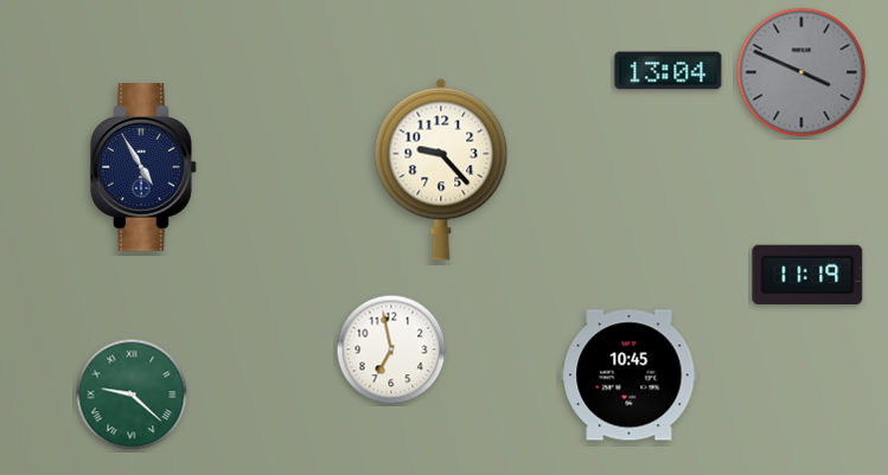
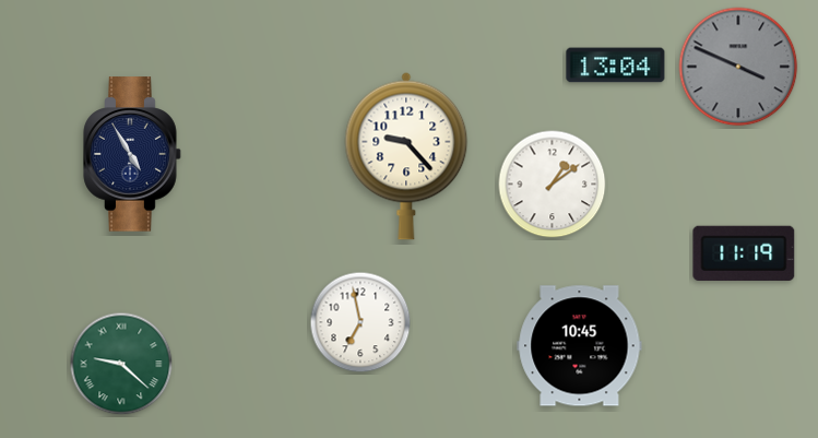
clock at (553, 185): none -> 1:09
